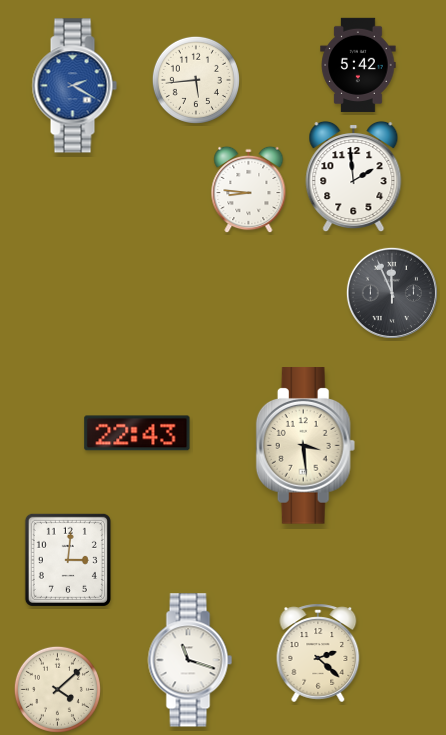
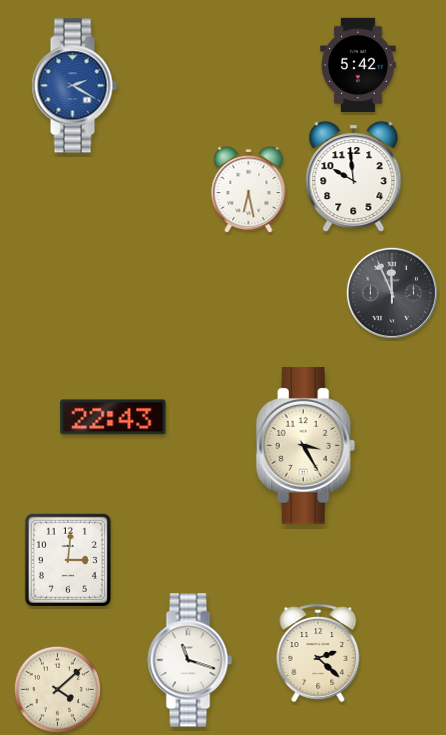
clock at (196, 80): 5:44 -> none
clock at (354, 177): 1:59 -> 9:59
clock at (249, 190): 8:46 -> 6:28
clock at (137, 433) position: (137, 433) -> (113, 417)
clock at (306, 446): 3:29 -> 3:25
